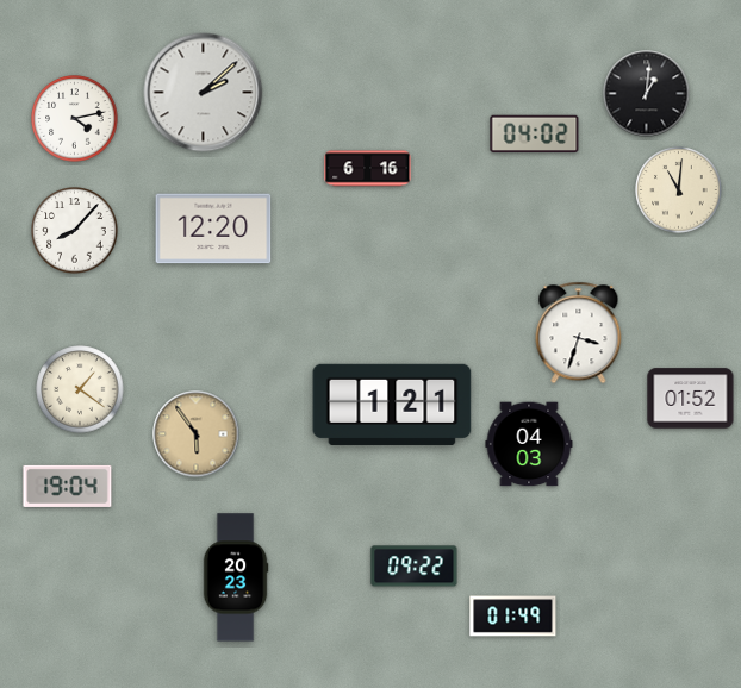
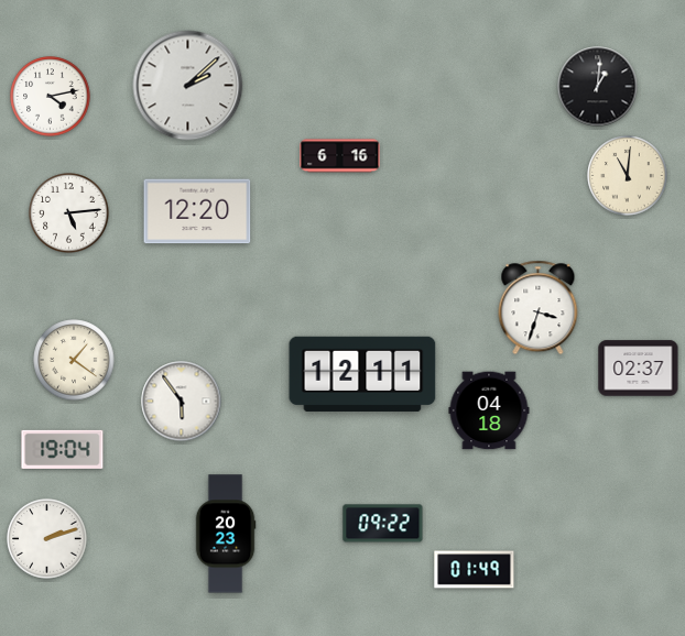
clock at (75, 119) position: (75, 119) -> (51, 97)
clock at (535, 135): 04:02 -> none
clock at (75, 231): 8:07 -> 5:14
clock at (579, 333) position: (579, 333) -> (539, 308)
clock at (691, 399): 01:52 -> 02:37
clock at (392, 404): 1:21 -> 12:11
clock at (197, 434) dial: champagne -> white
clock at (529, 444): 04:03 -> 04:18
clock at (236, 577) position: (236, 577) -> (226, 534)
clock at (47, 539): none -> 2:12
